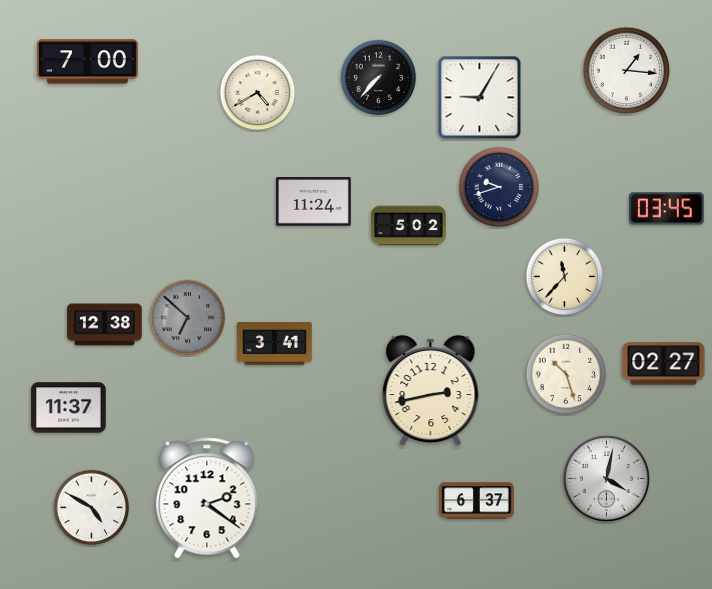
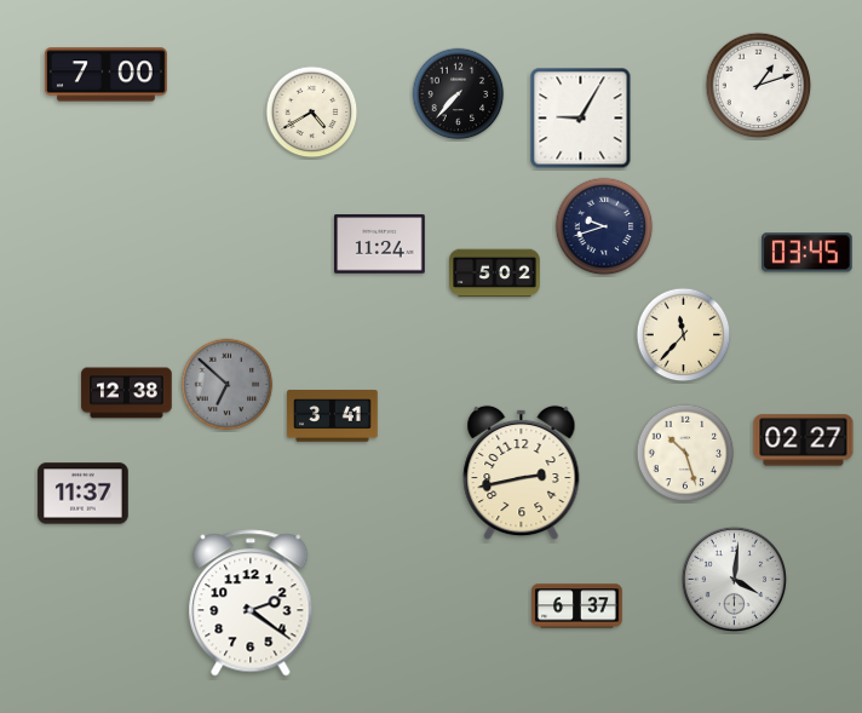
clock at (627, 71): 1:16 -> 1:12
clock at (607, 479): 4:02 -> 4:01
clock at (92, 508): 4:50 -> none
